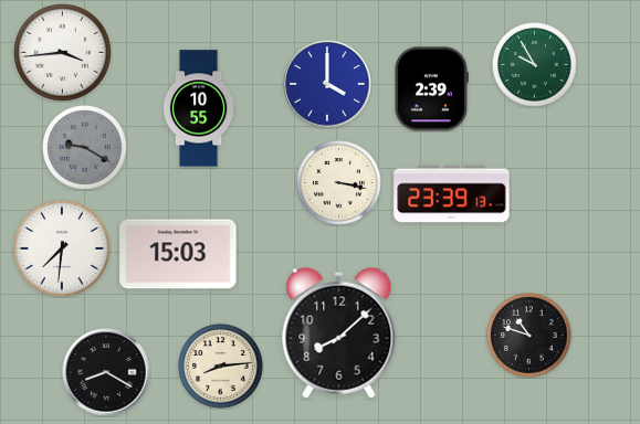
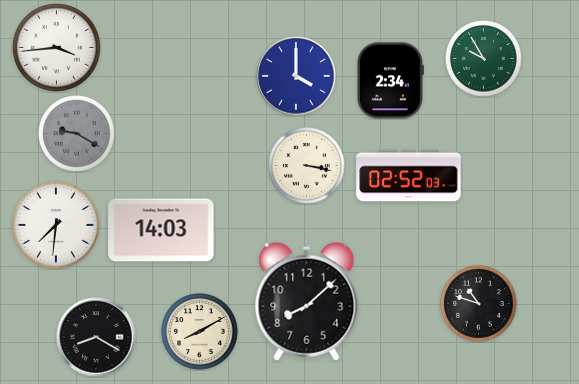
clock at (431, 89): 2:39 -> 2:34
clock at (199, 108): 10:55 -> none
clock at (452, 194): 23:39 -> 02:52
clock at (178, 254): 15:03 -> 14:03
clock at (221, 367): 8:14 -> 8:10
